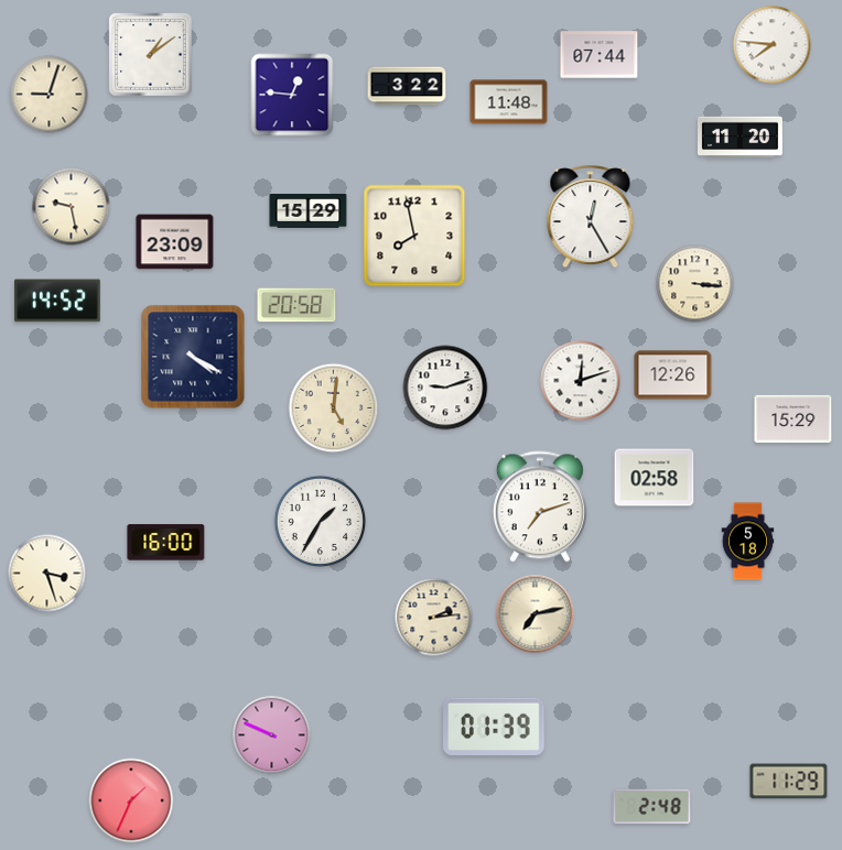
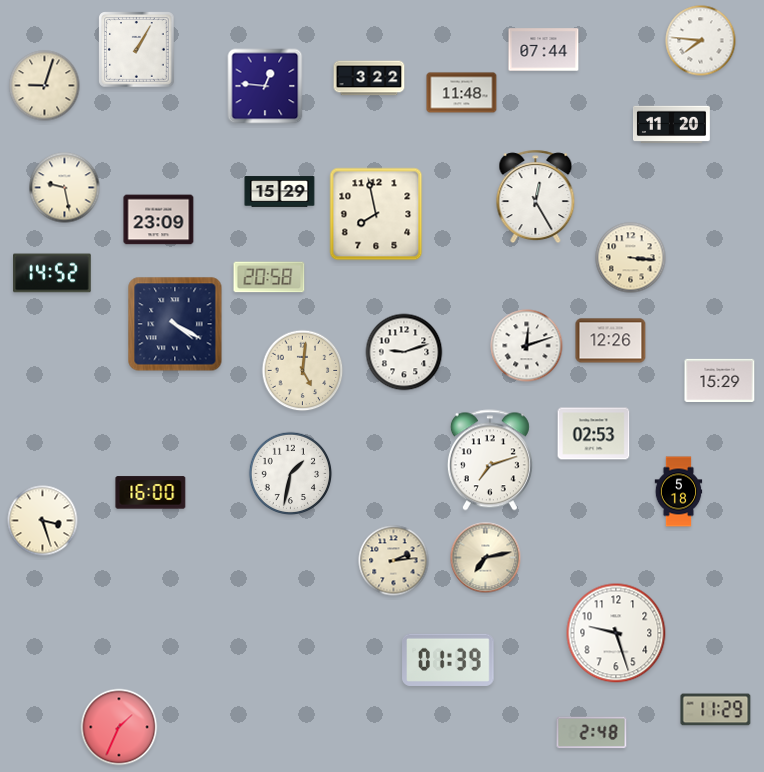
clock at (151, 55): 1:09 -> 1:05
clock at (655, 478): 02:58 -> 02:53
clock at (321, 522): 1:35 -> 1:32
clock at (616, 633): none -> 9:27
clock at (272, 735): 9:49 -> none
